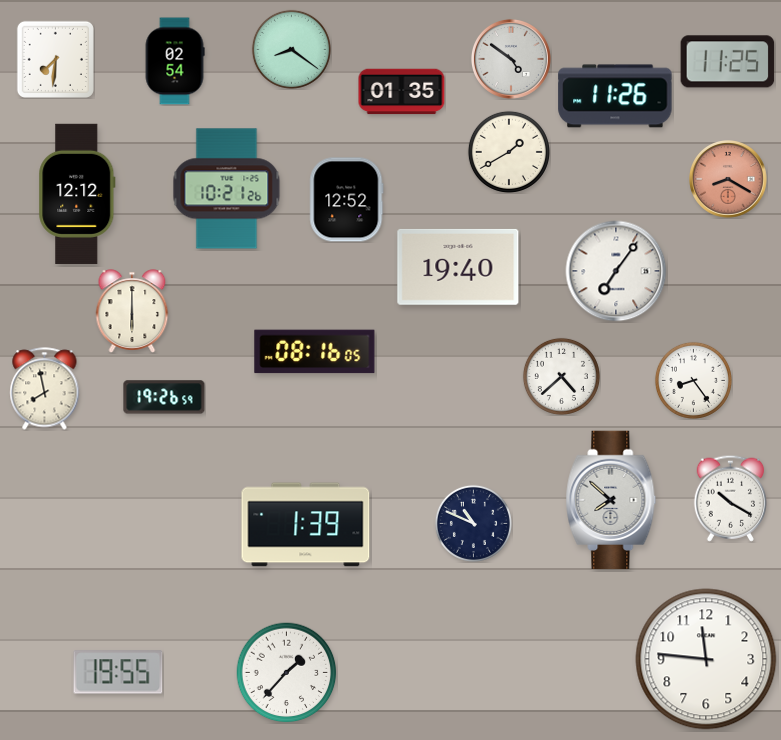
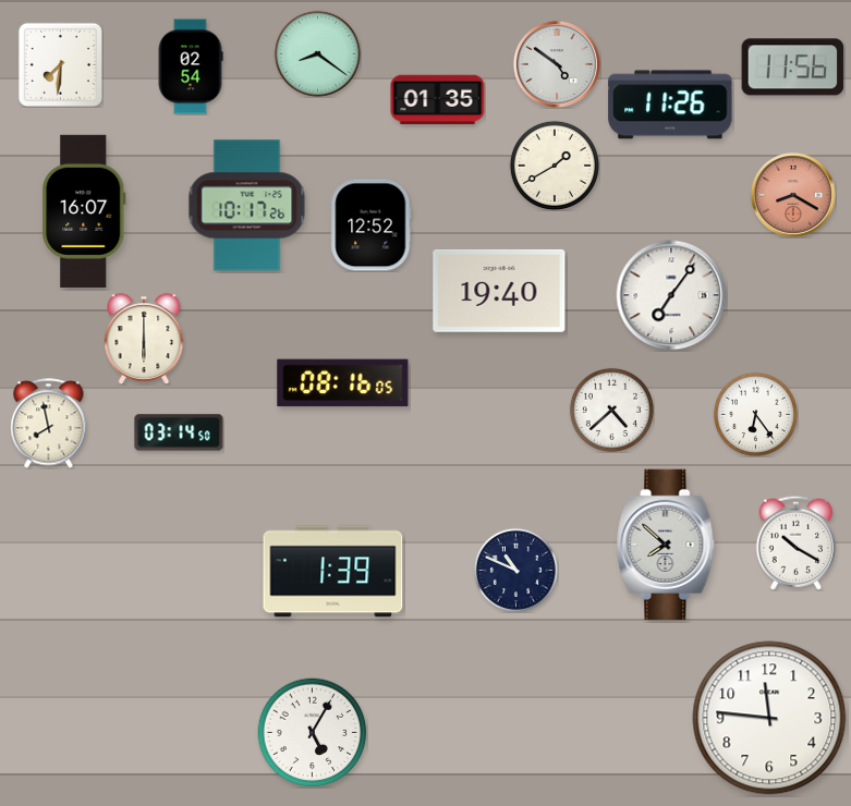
clock at (728, 62): 11:25 -> 11:56
clock at (227, 189): 10:21 -> 10:17
clock at (77, 194): 12:12 -> 16:07
clock at (347, 200) position: (347, 200) -> (372, 225)
clock at (693, 380): 8:24 -> 6:24
clock at (164, 397): 19:26 -> 03:14
clock at (118, 672): 19:55 -> none
clock at (287, 673): 1:37 -> 5:05
